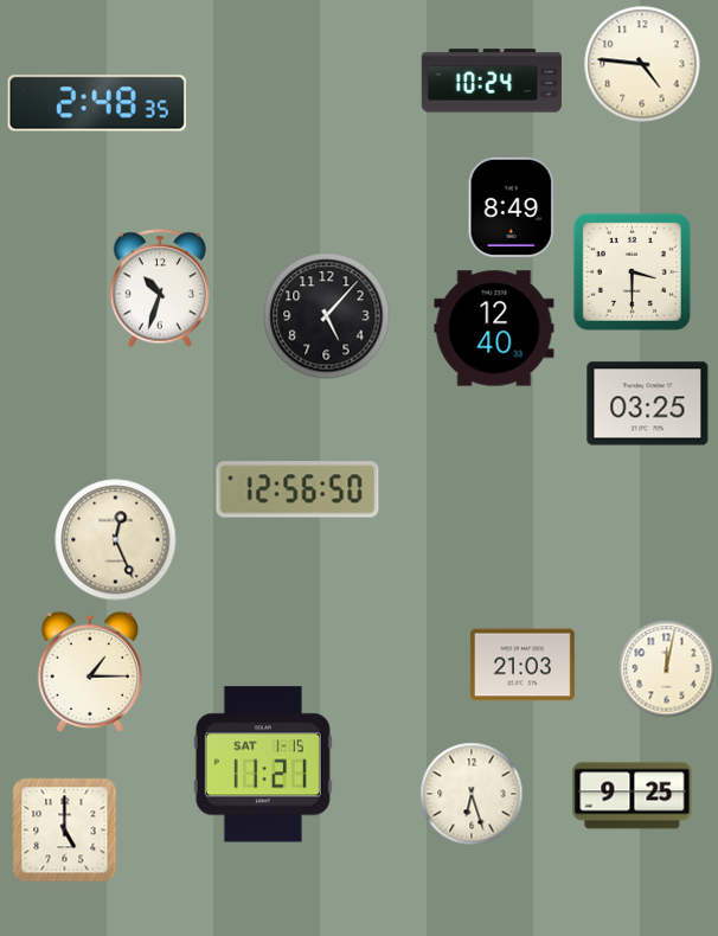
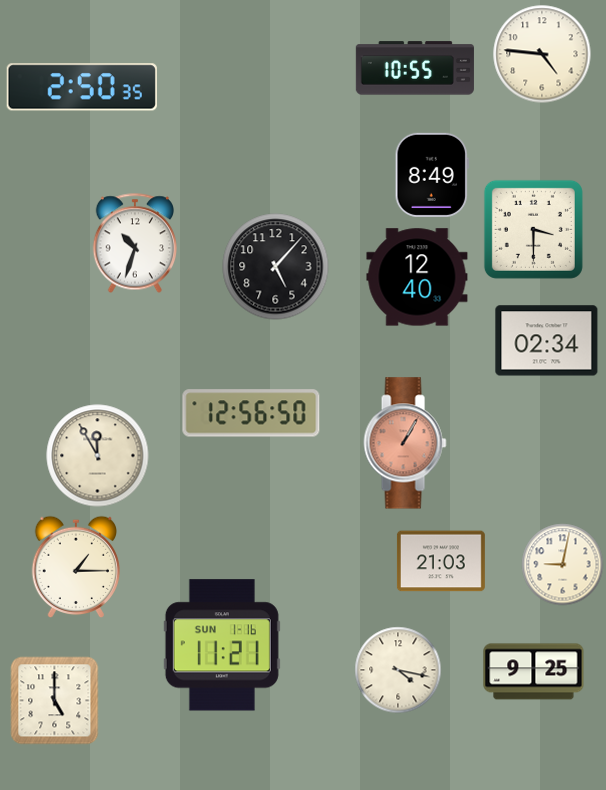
clock at (492, 81): 10:24 -> 10:55
clock at (97, 103): 2:48 -> 2:50
clock at (648, 404): 03:25 -> 02:34
clock at (405, 443): none -> 1:05
clock at (116, 540): 12:26 -> 11:55
clock at (667, 669): 12:02 -> 9:02
clock at (263, 764) date: SAT 1-15 -> SUN 1-16
clock at (472, 794): 6:27 -> 4:17
